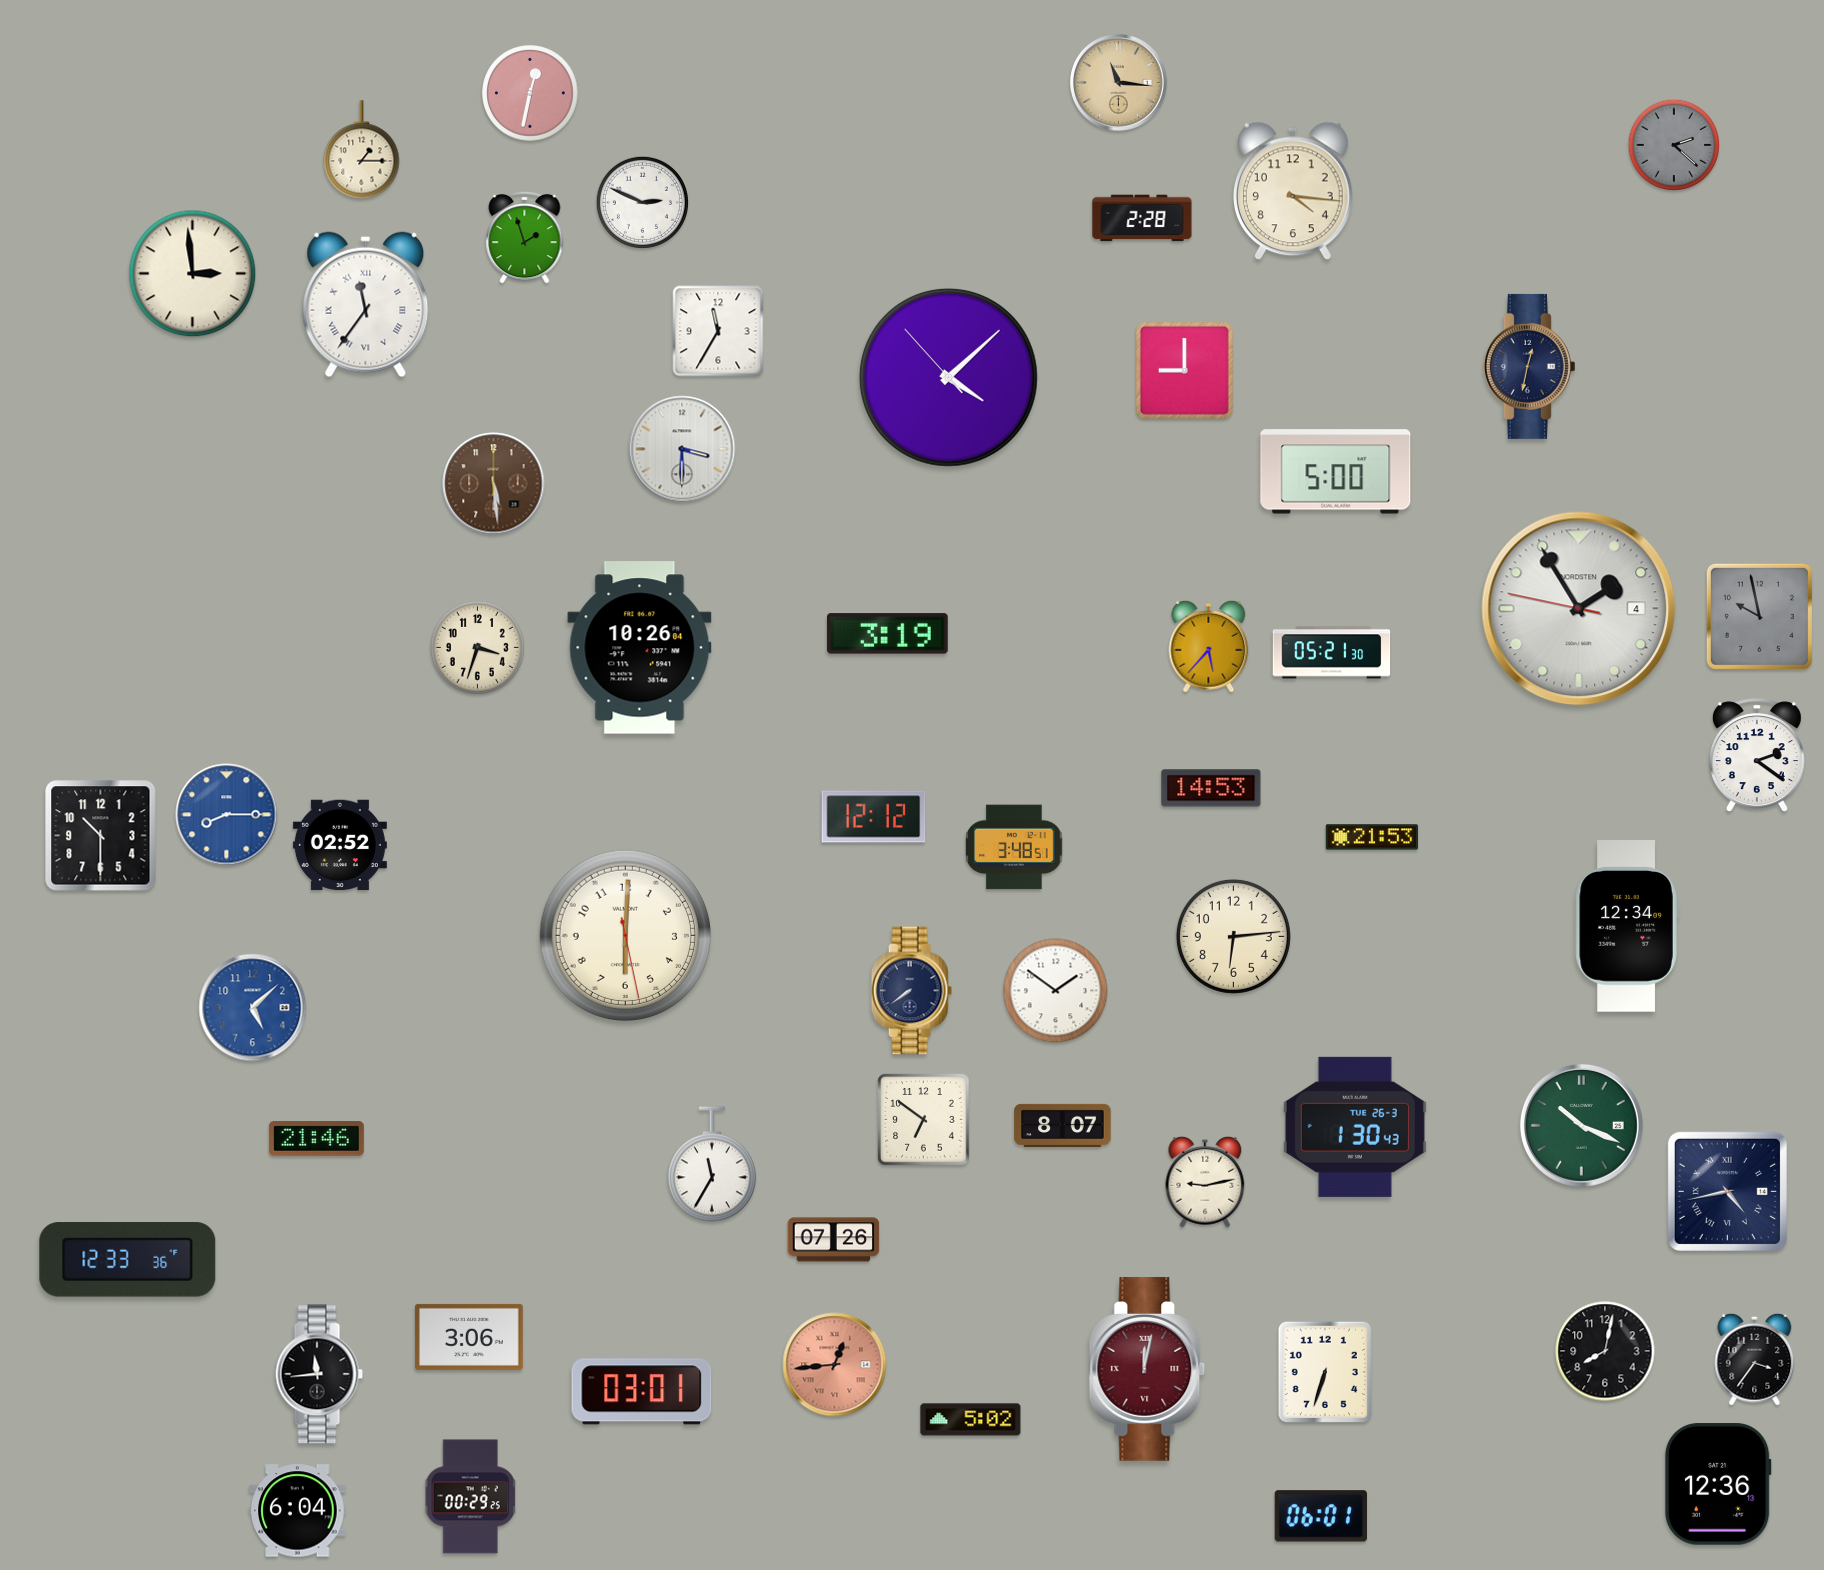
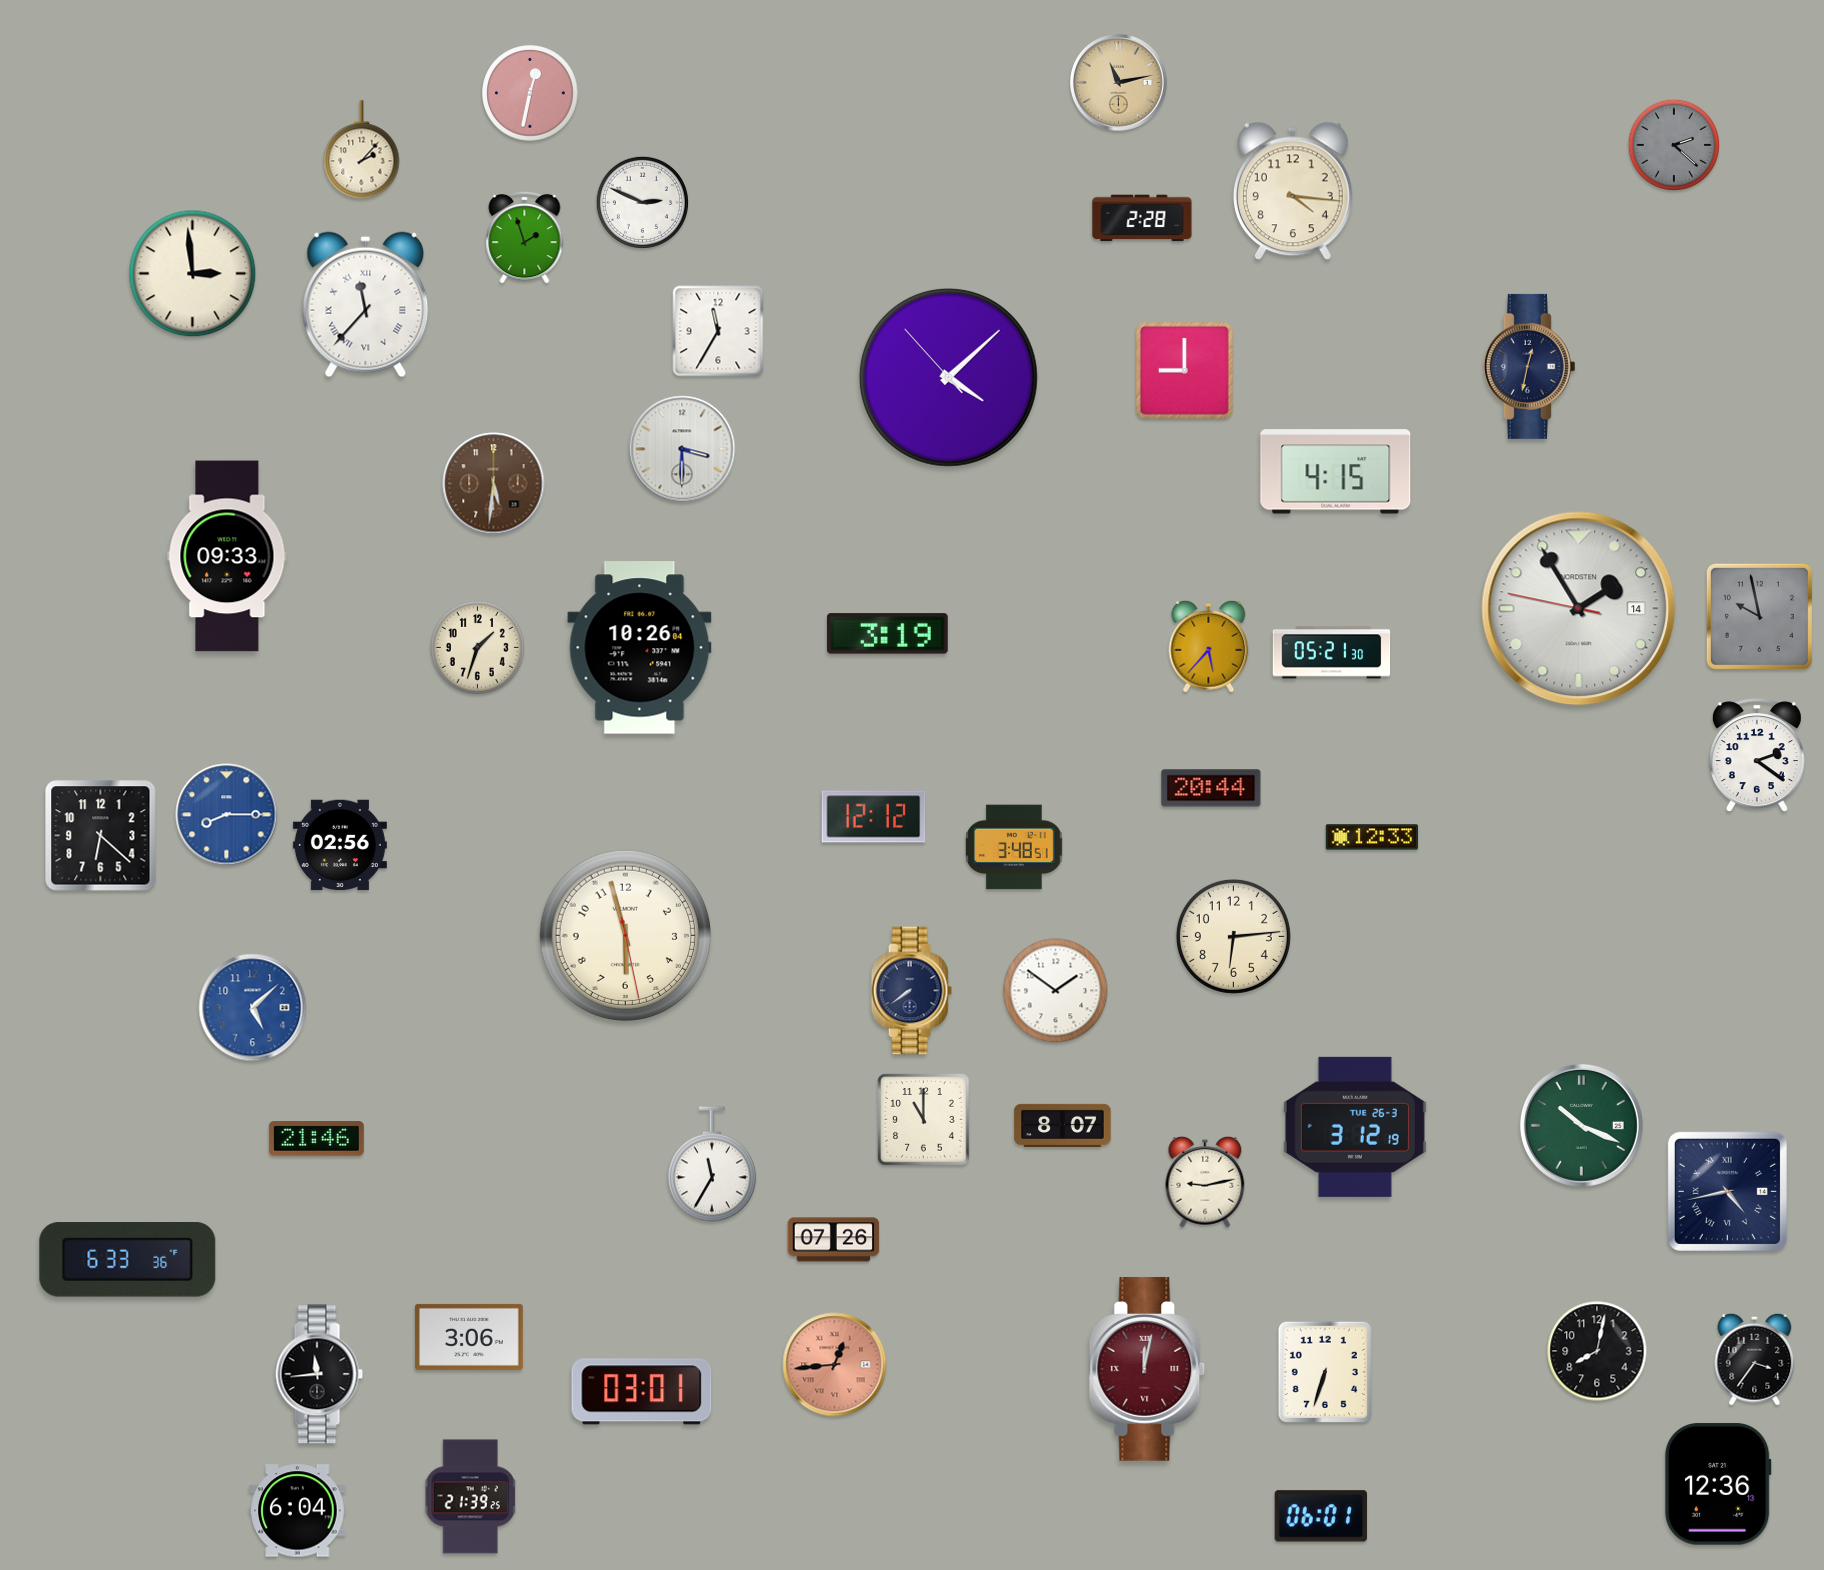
clock at (1119, 83): 11:16 -> 11:13
clock at (362, 150): 1:15 -> 2:07
clock at (366, 305): 11:36 -> 11:37
clock at (1336, 472): 5:00 -> 4:15
clock at (494, 484): 5:29 -> 5:31
clock at (227, 556): none -> 09:33
clock at (1579, 609) date: 4 -> 14
clock at (477, 647): 3:33 -> 1:33
clock at (1211, 788): 14:53 -> 20:44
clock at (101, 836): 10:30 -> 6:22
clock at (1372, 837): 21:53 -> 12:33
clock at (340, 845): 02:52 -> 02:56
clock at (1627, 926): 12:34 -> none
clock at (625, 935): 6:00 -> 5:57
clock at (924, 1120): 6:51 -> 11:00
clock at (1355, 1127): 1:30 -> 3:12
clock at (128, 1260): 12:33 -> 6:33
clock at (1605, 1351) position: (1605, 1351) -> (1597, 1351)
clock at (971, 1420): 5:02 -> none
clock at (471, 1497): 00:29 -> 21:39
